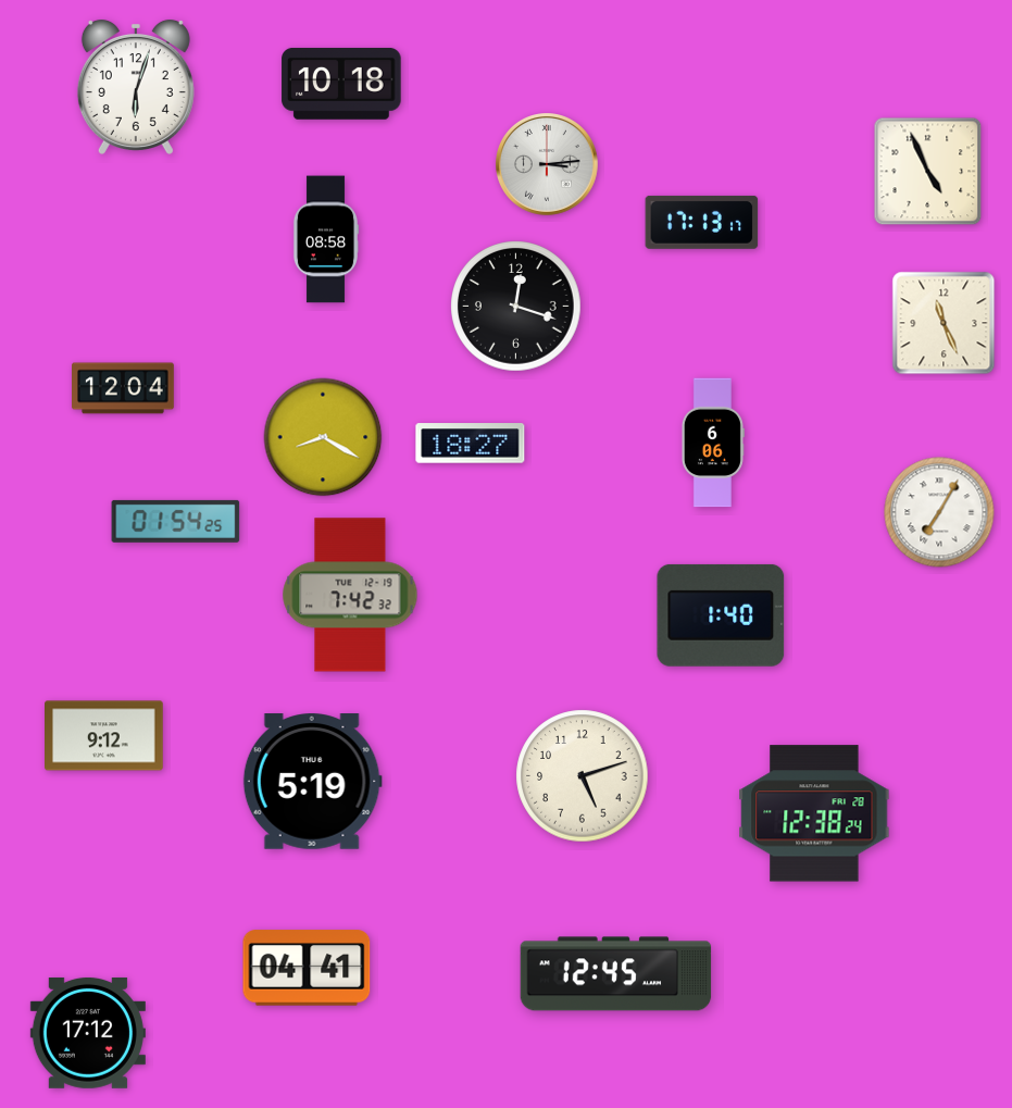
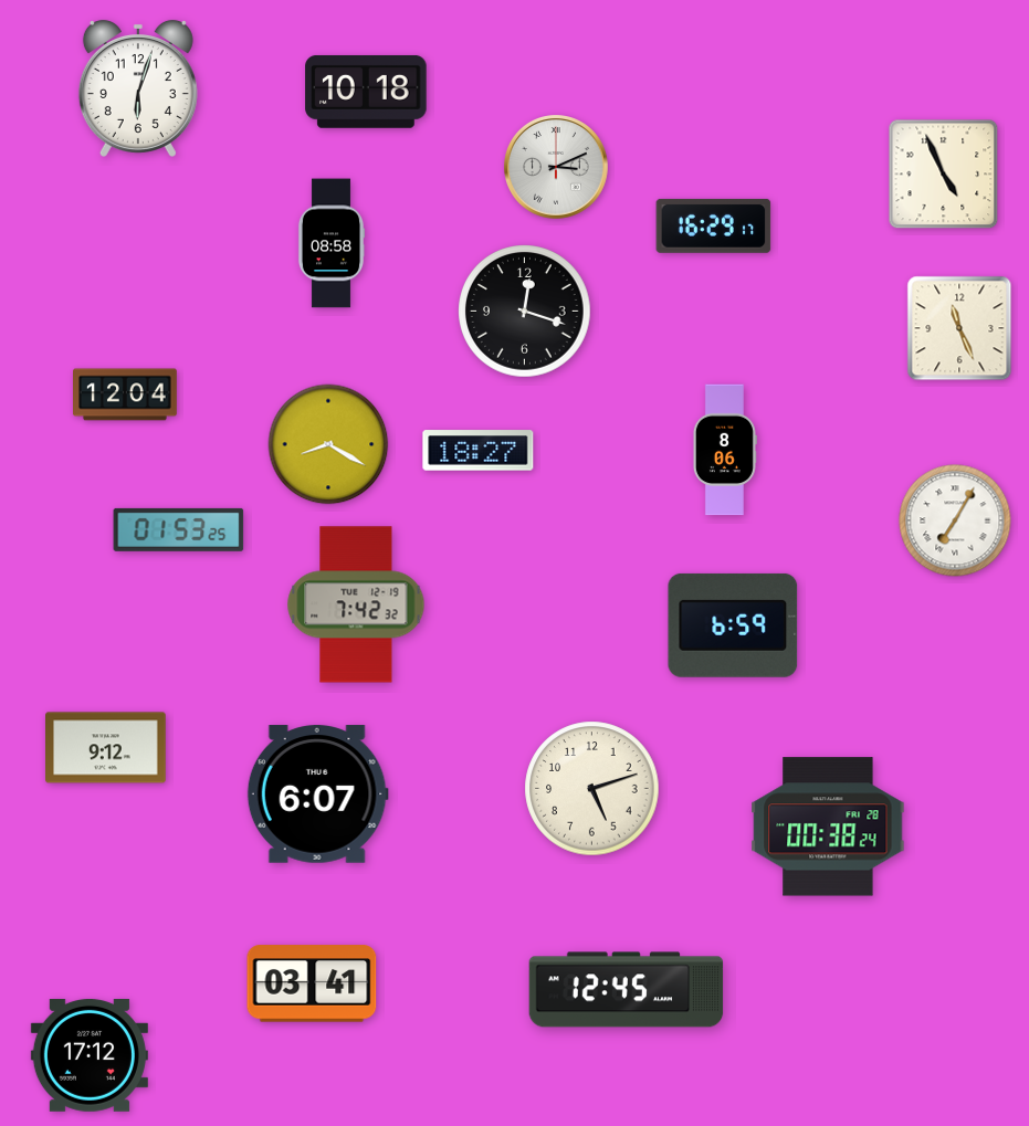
clock at (341, 84) position: (341, 84) -> (366, 92)
clock at (548, 165): 3:14 -> 3:11
clock at (702, 222): 17:13 -> 16:29
clock at (712, 443): 6:06 -> 8:06
clock at (176, 521): 01:54 -> 01:53
clock at (721, 615): 1:40 -> 6:59
clock at (312, 782): 5:19 -> 6:07
clock at (814, 813): 12:38 -> 00:38
clock at (307, 968): 04:41 -> 03:41
clock at (88, 1033) position: (88, 1033) -> (90, 1055)
